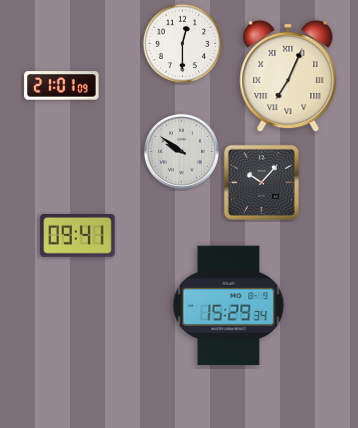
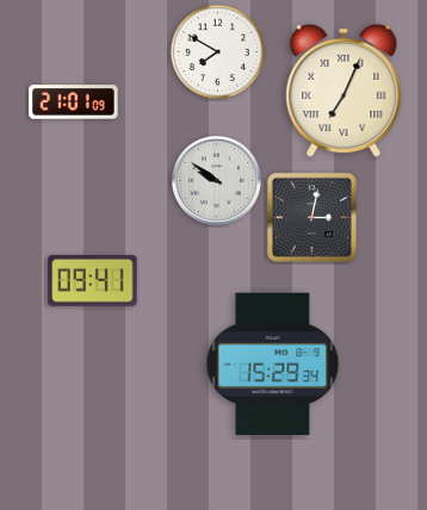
clock at (182, 43): 12:30 -> 7:50
clock at (261, 182): 10:07 -> 3:02
